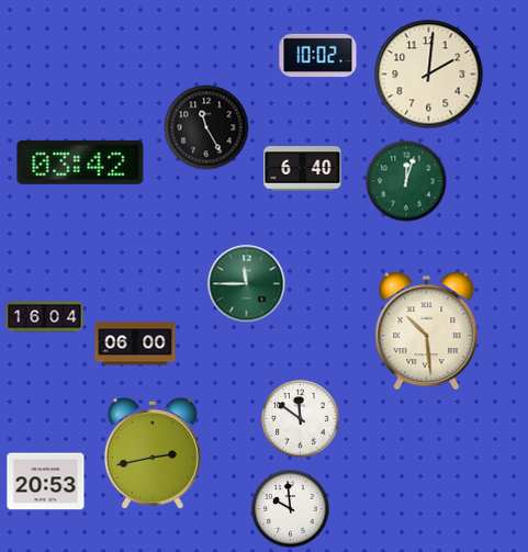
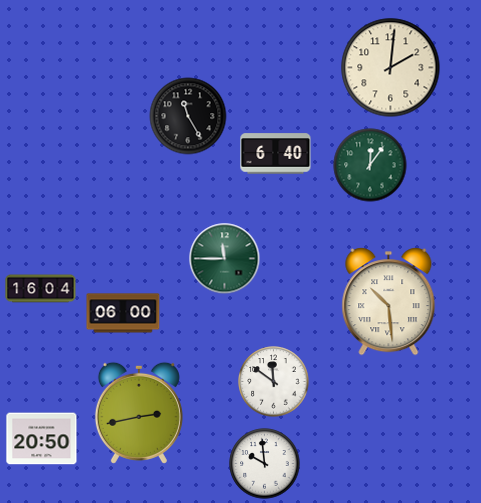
clock at (318, 56): 10:02 -> none
clock at (80, 162): 03:42 -> none
clock at (406, 181): 12:03 -> 12:06
clock at (46, 482): 20:53 -> 20:50
